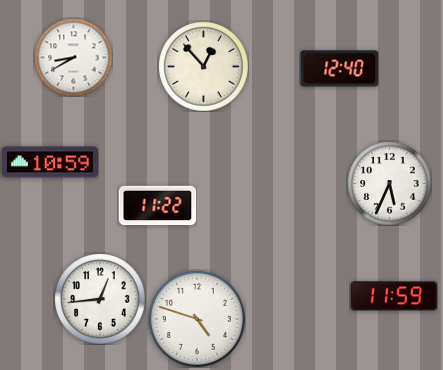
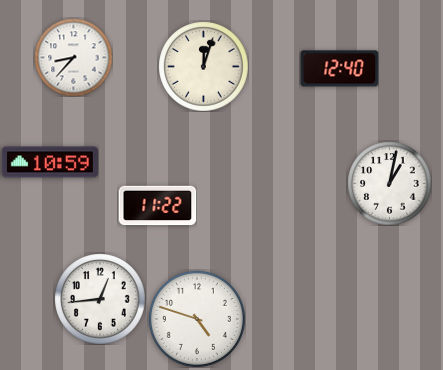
clock at (73, 57): 8:40 -> 8:37
clock at (203, 66): 12:53 -> 12:03
clock at (389, 183): 5:34 -> 1:02
clock at (394, 296): 11:59 -> none
